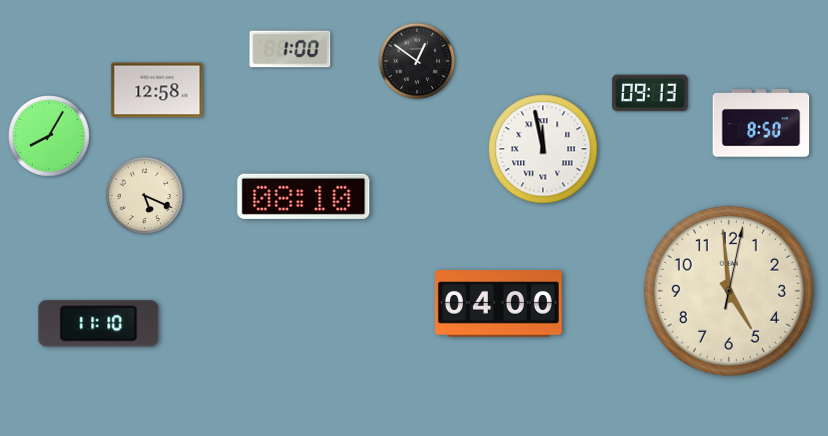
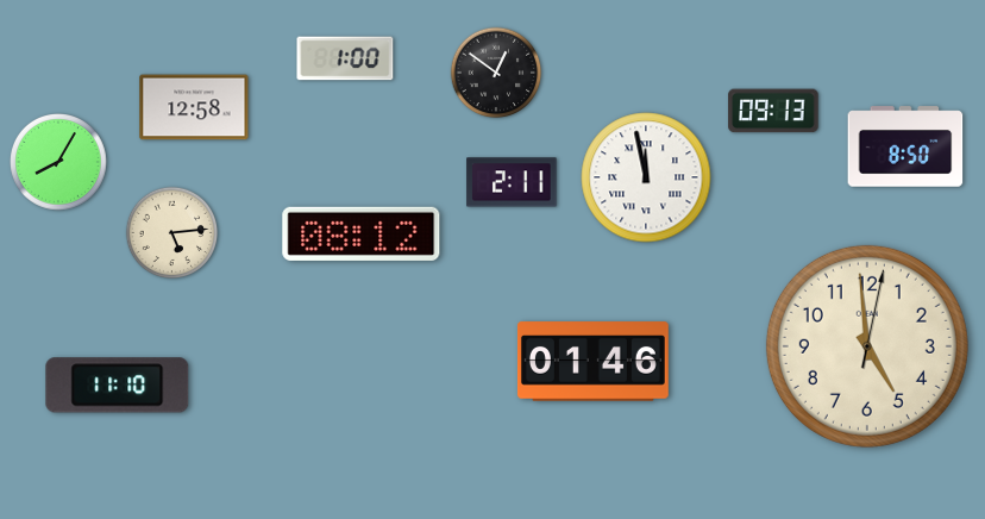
clock at (157, 90) position: (157, 90) -> (194, 107)
clock at (512, 182): none -> 2:11
clock at (145, 196): 5:19 -> 5:14
clock at (304, 196): 08:10 -> 08:12
clock at (498, 304): 04:00 -> 01:46
